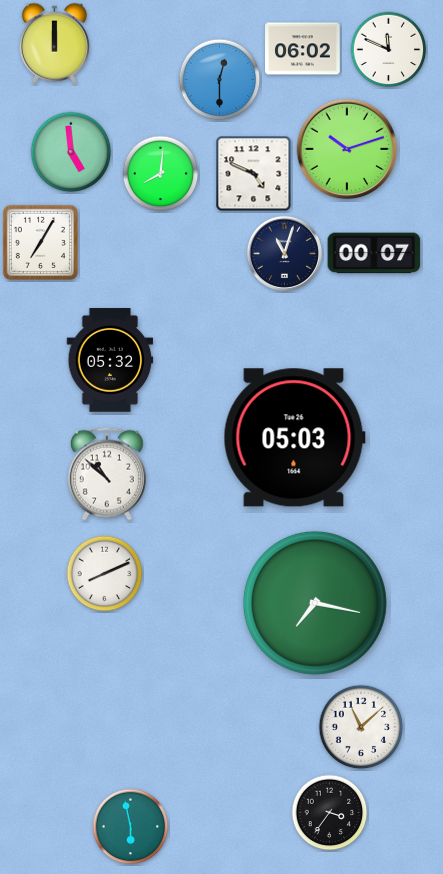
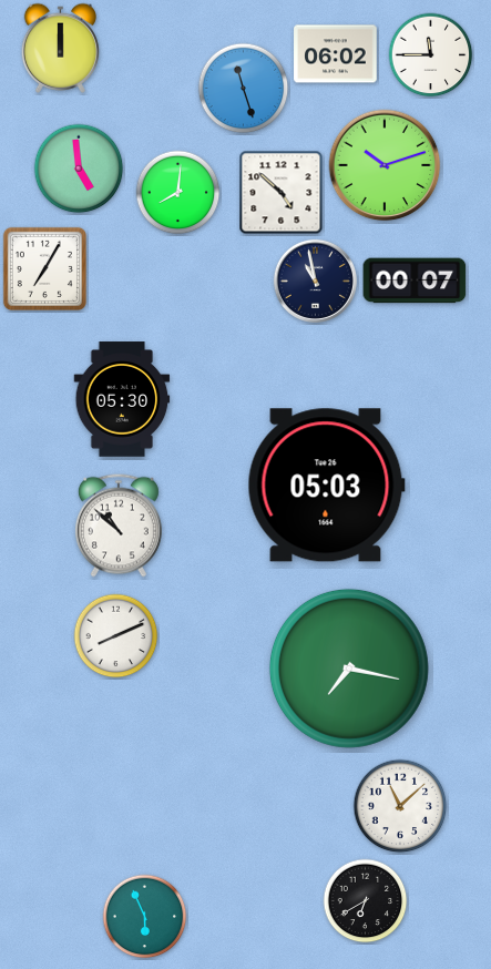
clock at (389, 50): 11:49 -> 11:45
clock at (220, 80): 12:30 -> 11:27
clock at (254, 174): 4:49 -> 4:52
clock at (284, 253): 11:03 -> 10:58
clock at (110, 360): 05:32 -> 05:30
clock at (330, 813): 3:36 -> 6:40
clock at (131, 827): 5:58 -> 5:56
